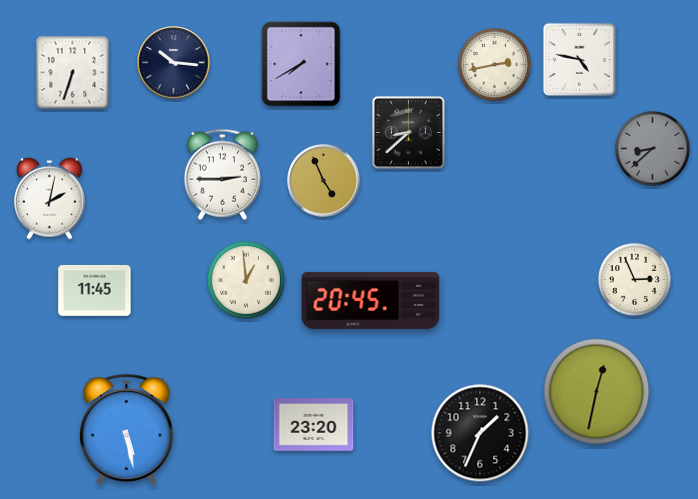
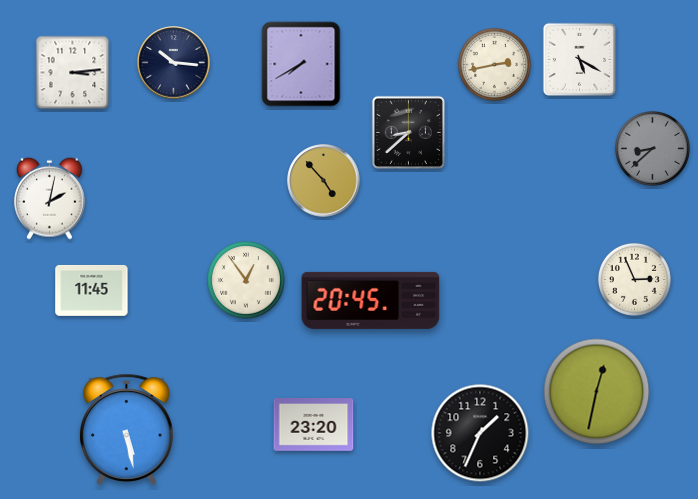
clock at (579, 59): 4:47 -> 5:20
clock at (73, 73): 6:33 -> 3:14
clock at (222, 174): 2:45 -> none
clock at (324, 181): 4:56 -> 4:53
clock at (246, 280): 12:59 -> 12:54
clock at (95, 290) position: (95, 290) -> (92, 290)
